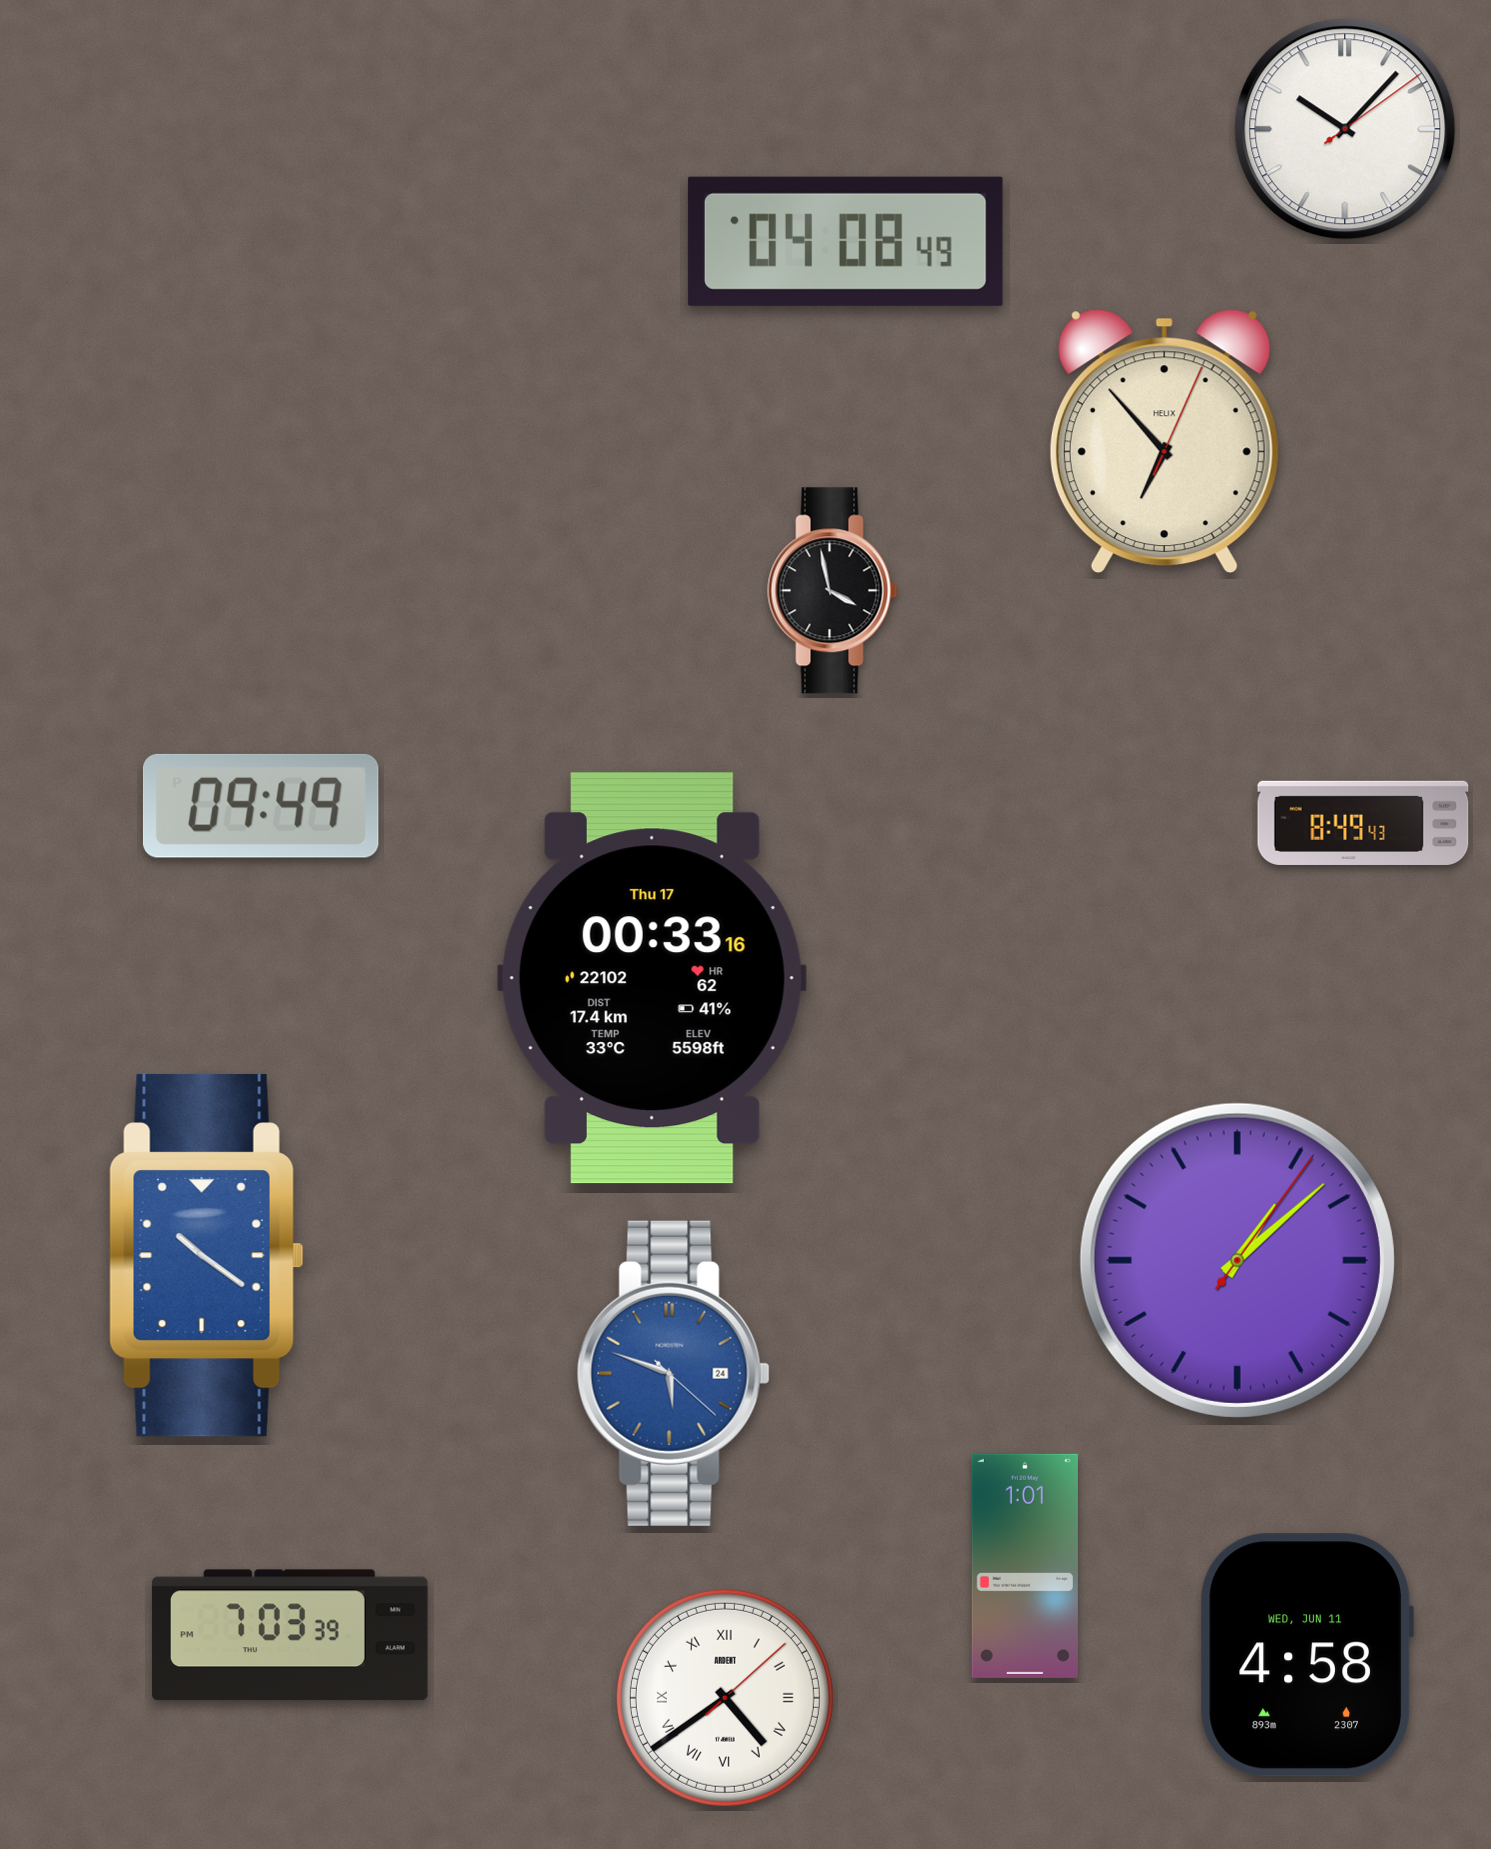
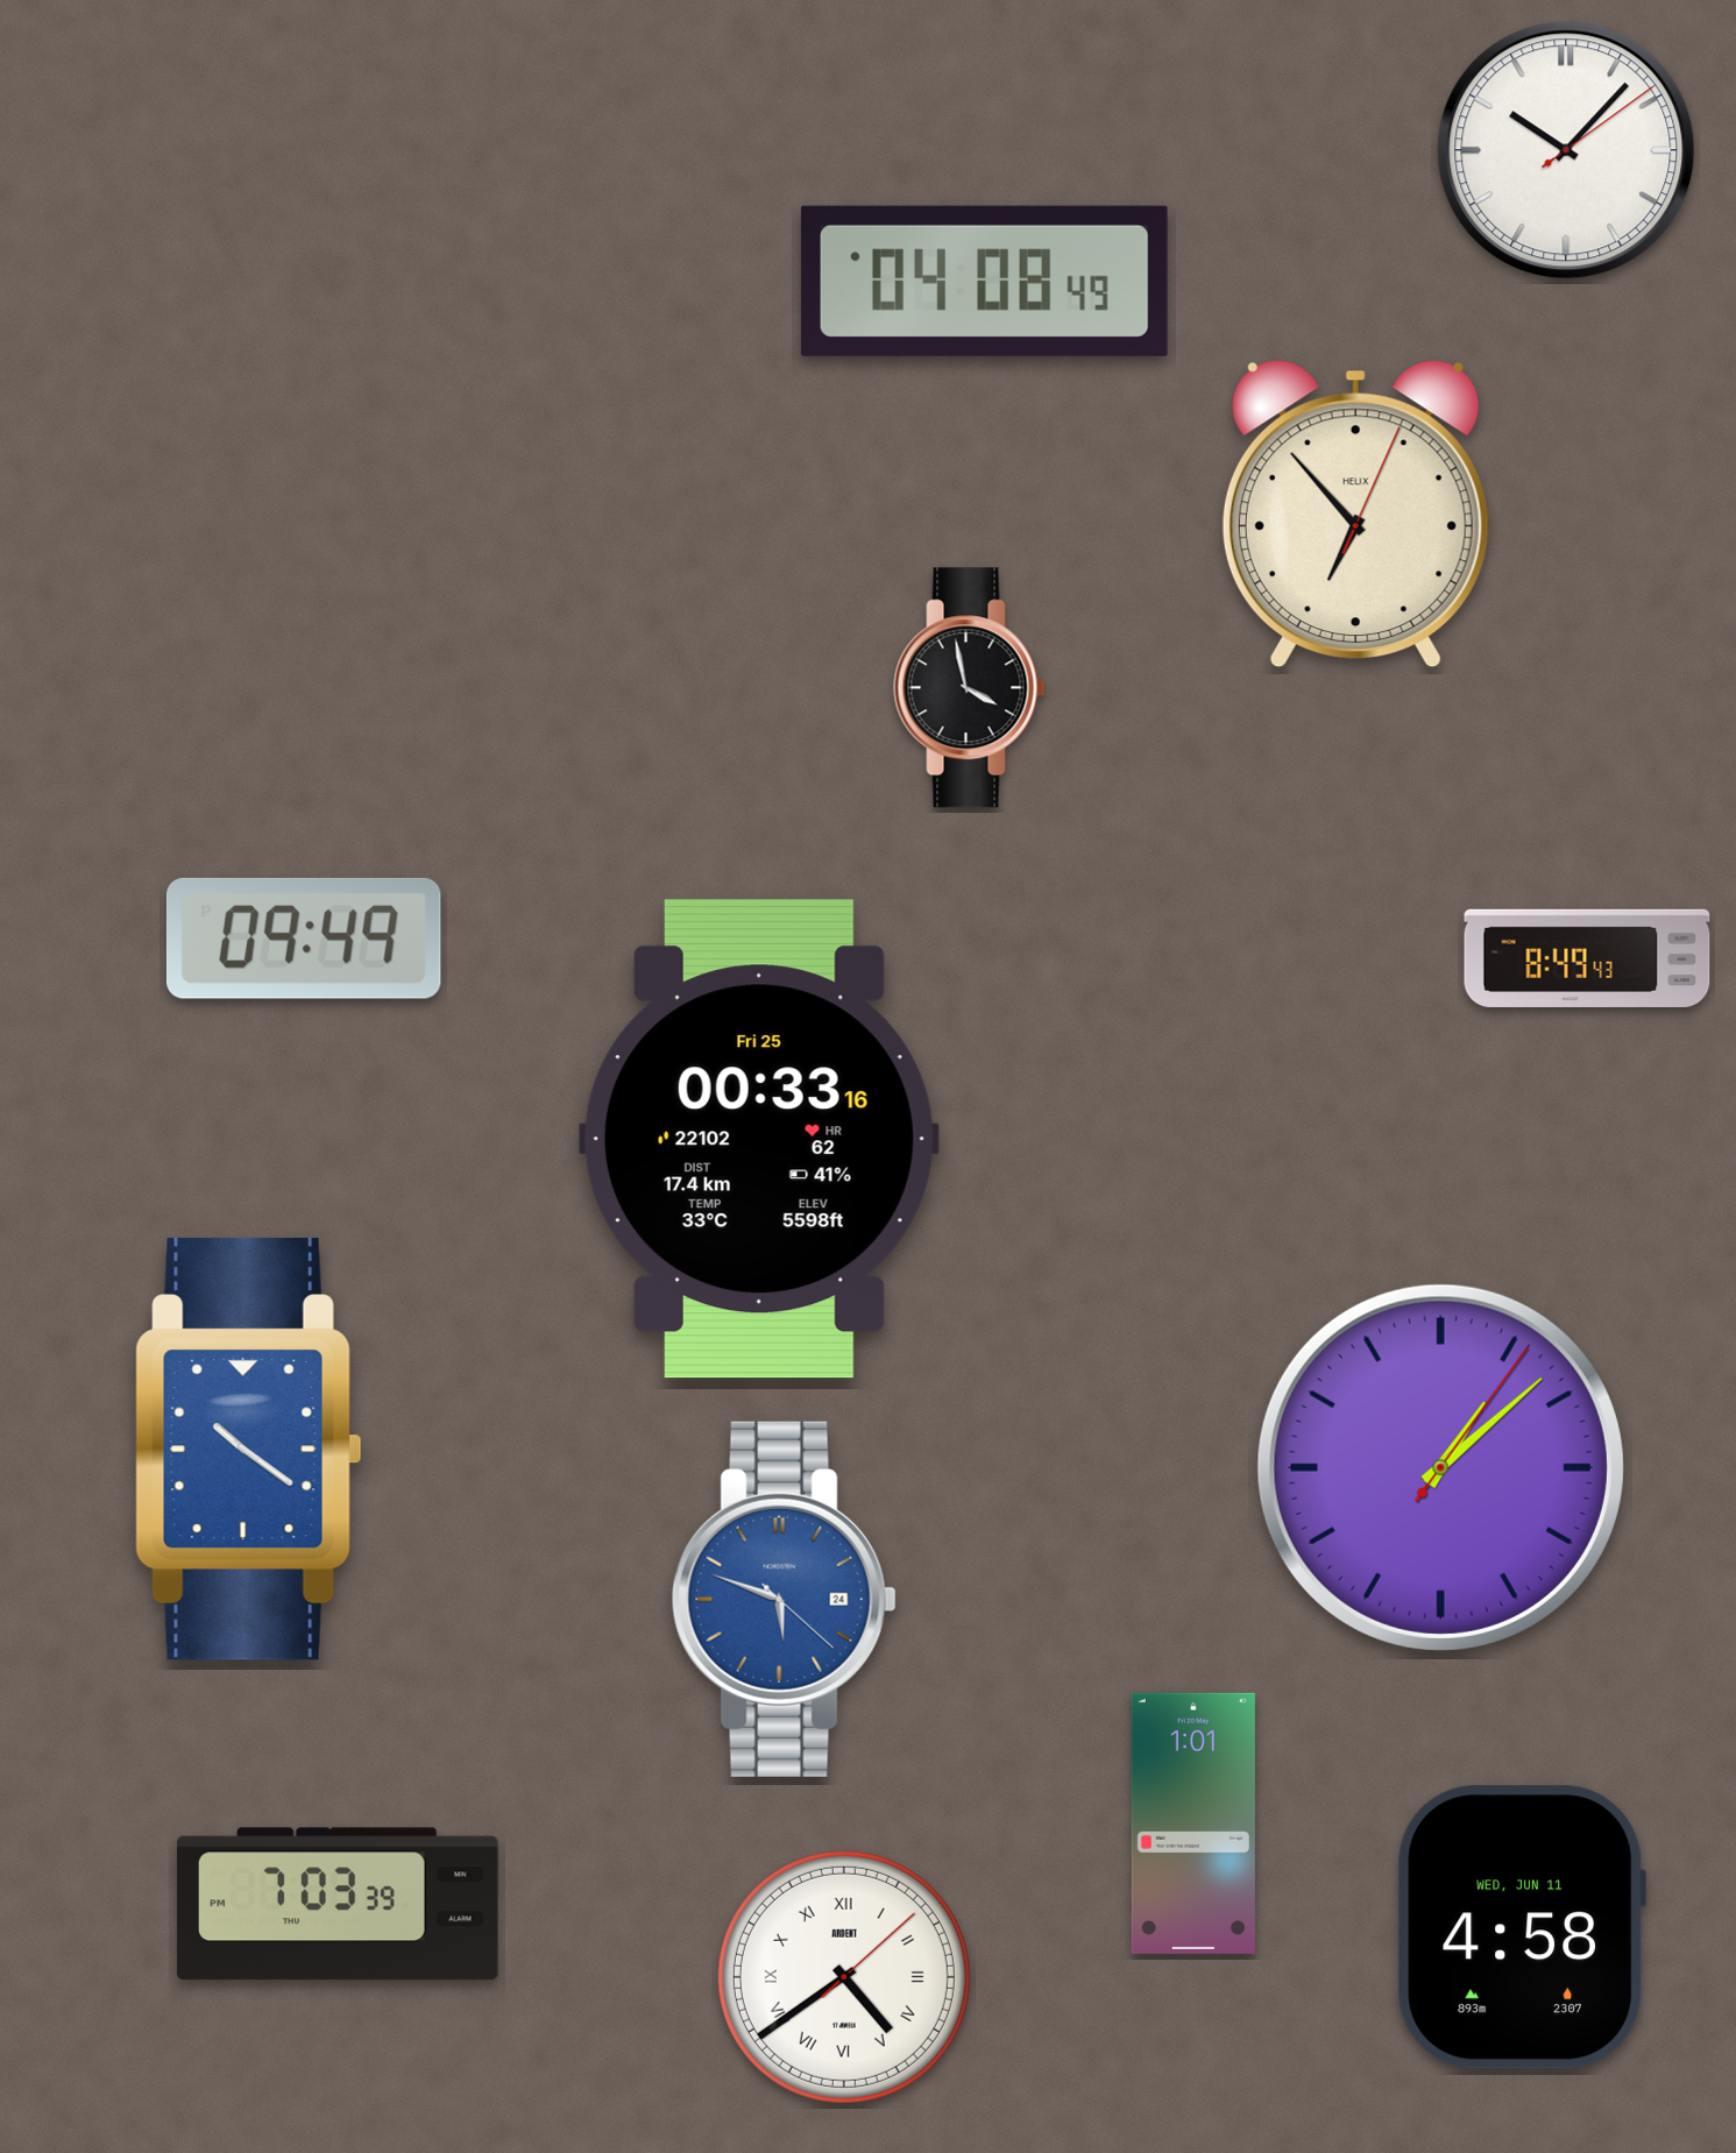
clock at (652, 978) date: Thu 17 -> Fri 25
clock at (207, 1255) position: (207, 1255) -> (249, 1449)
